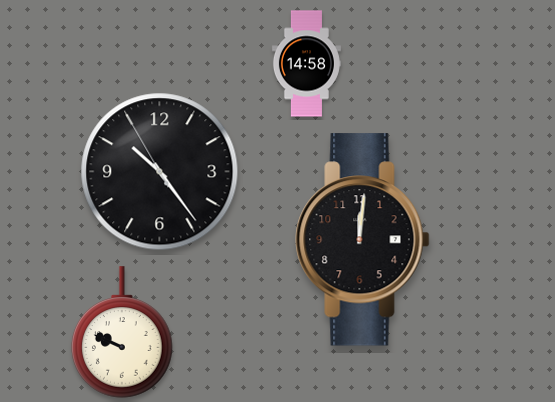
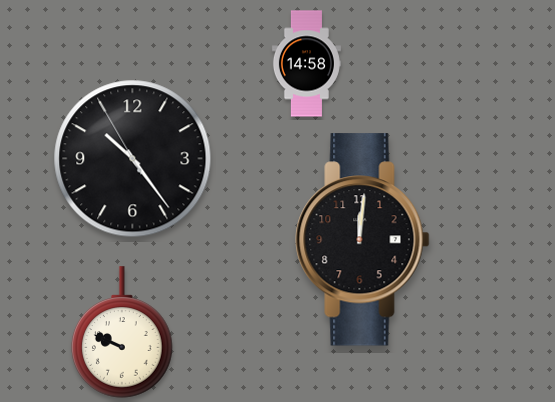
clock at (160, 172) position: (160, 172) -> (133, 159)
